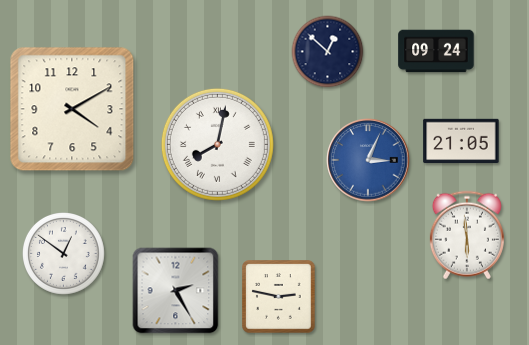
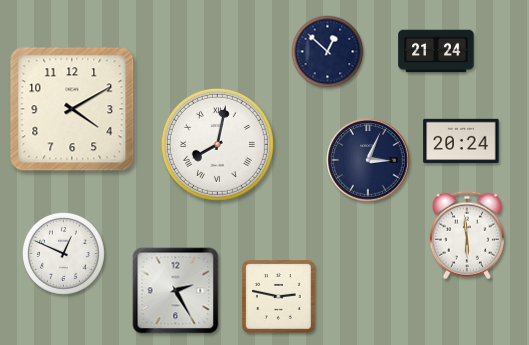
clock at (436, 51): 09:24 -> 21:24
clock at (461, 141): 21:05 -> 20:24
clock at (368, 160) dial: blue -> navy
clock at (64, 254): 12:51 -> 12:49
